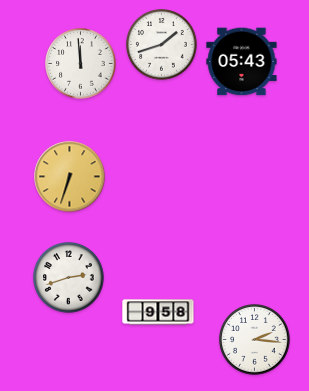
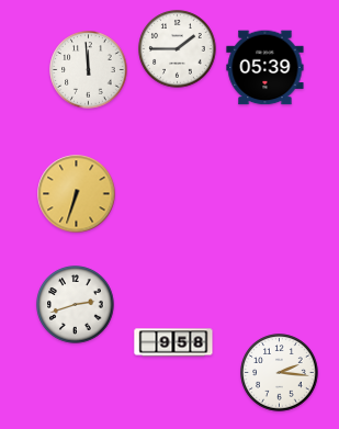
clock at (162, 45): 1:42 -> 1:45
clock at (242, 62): 05:43 -> 05:39
